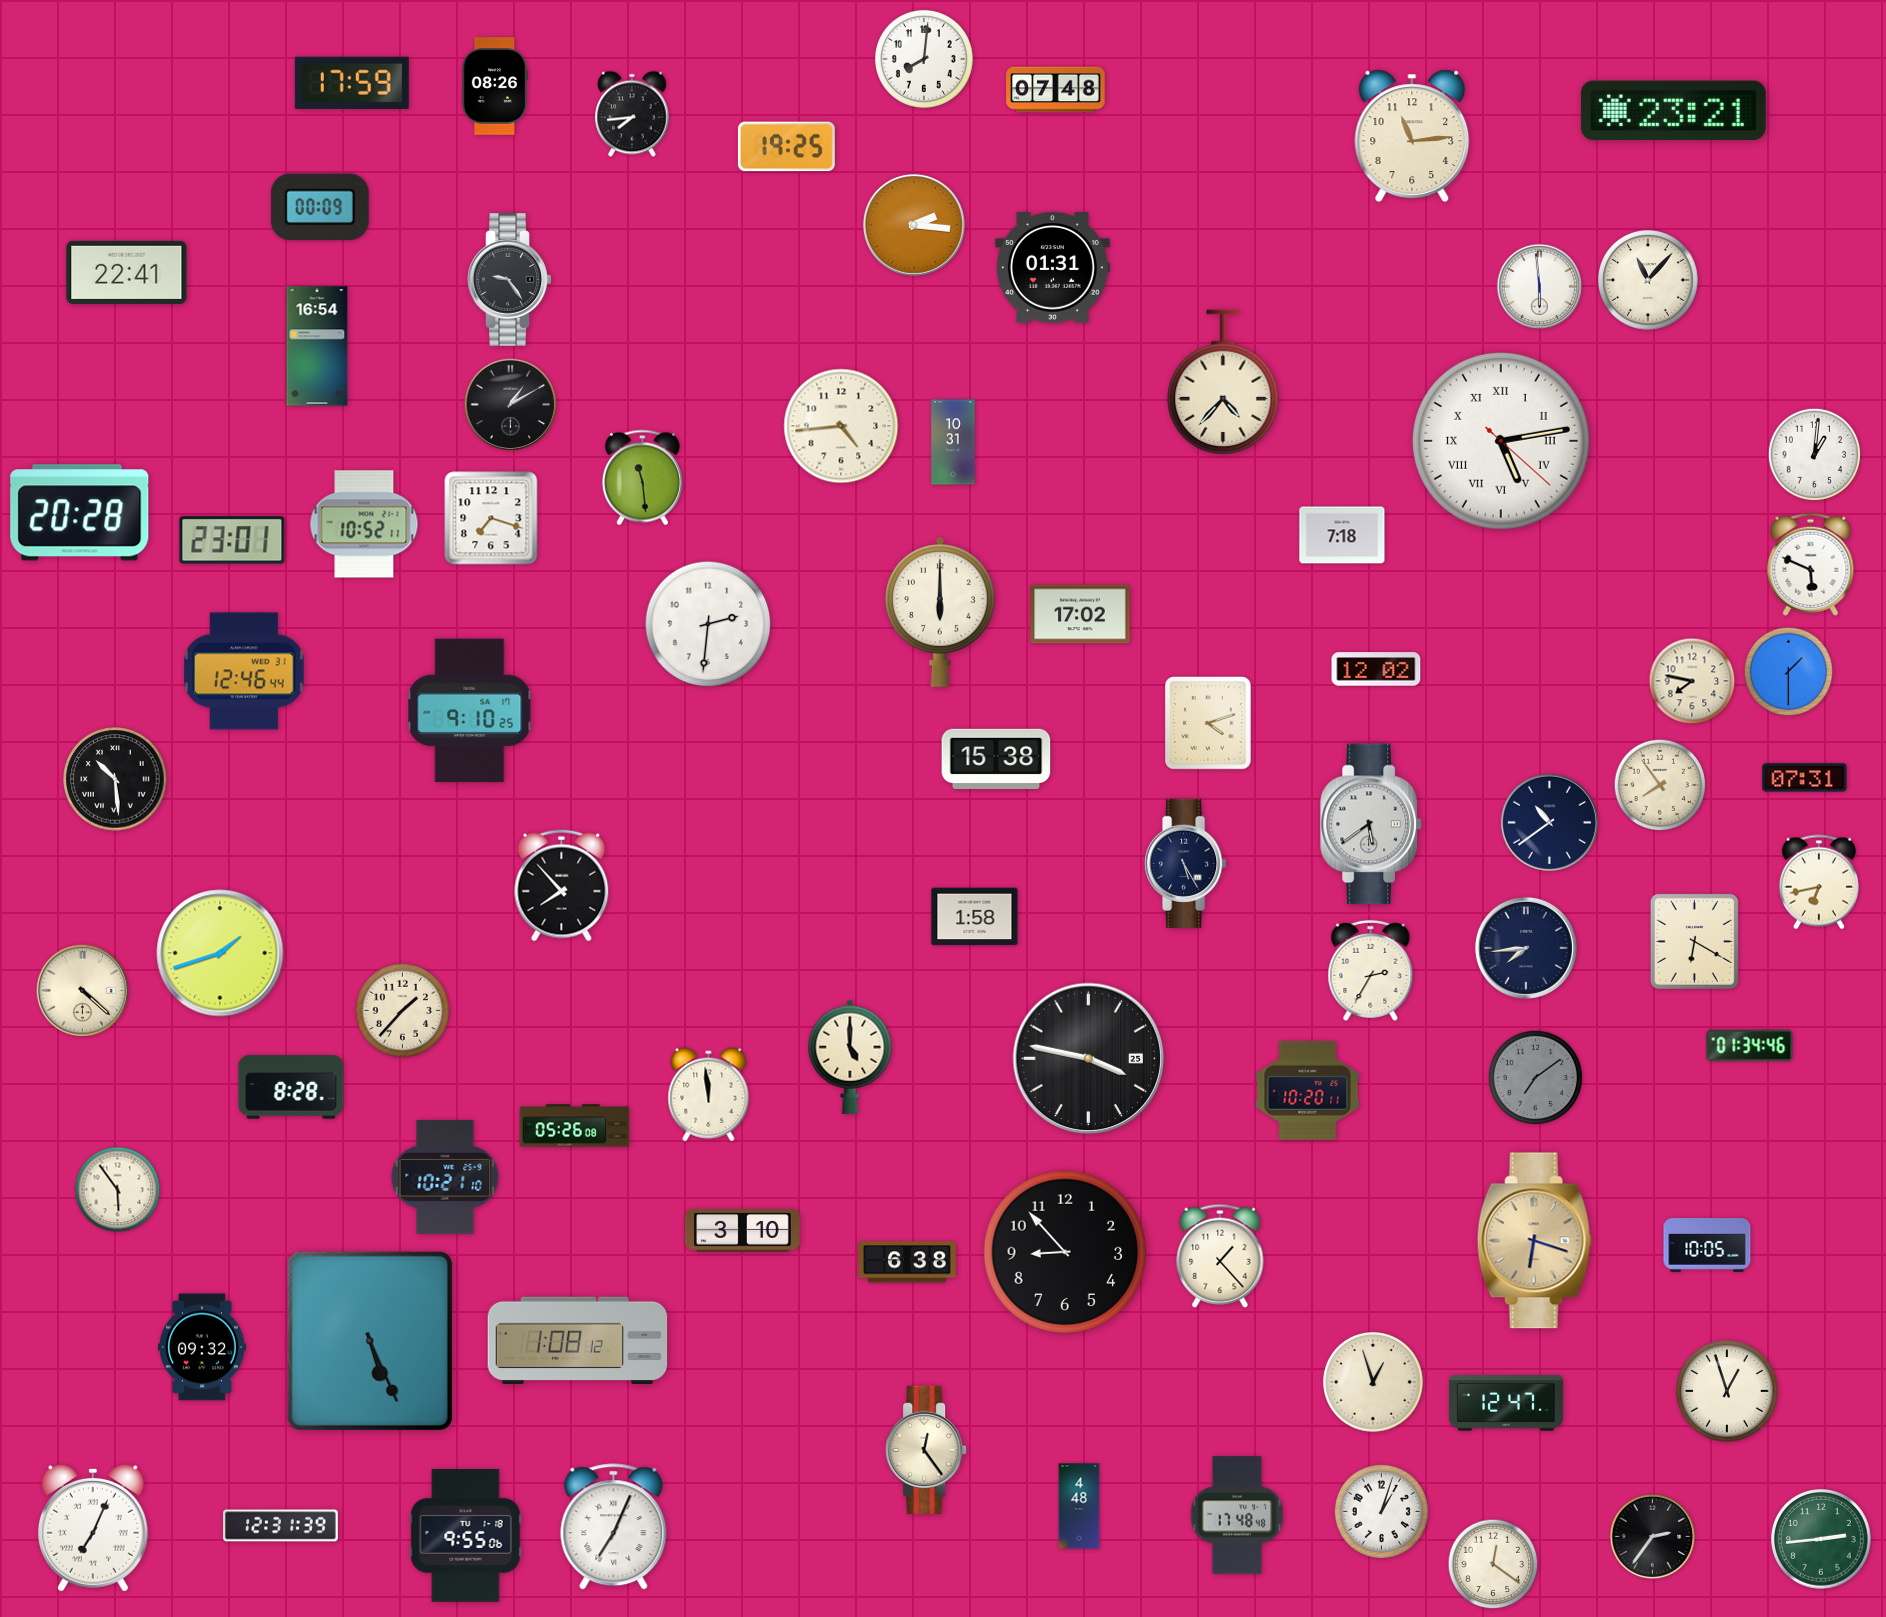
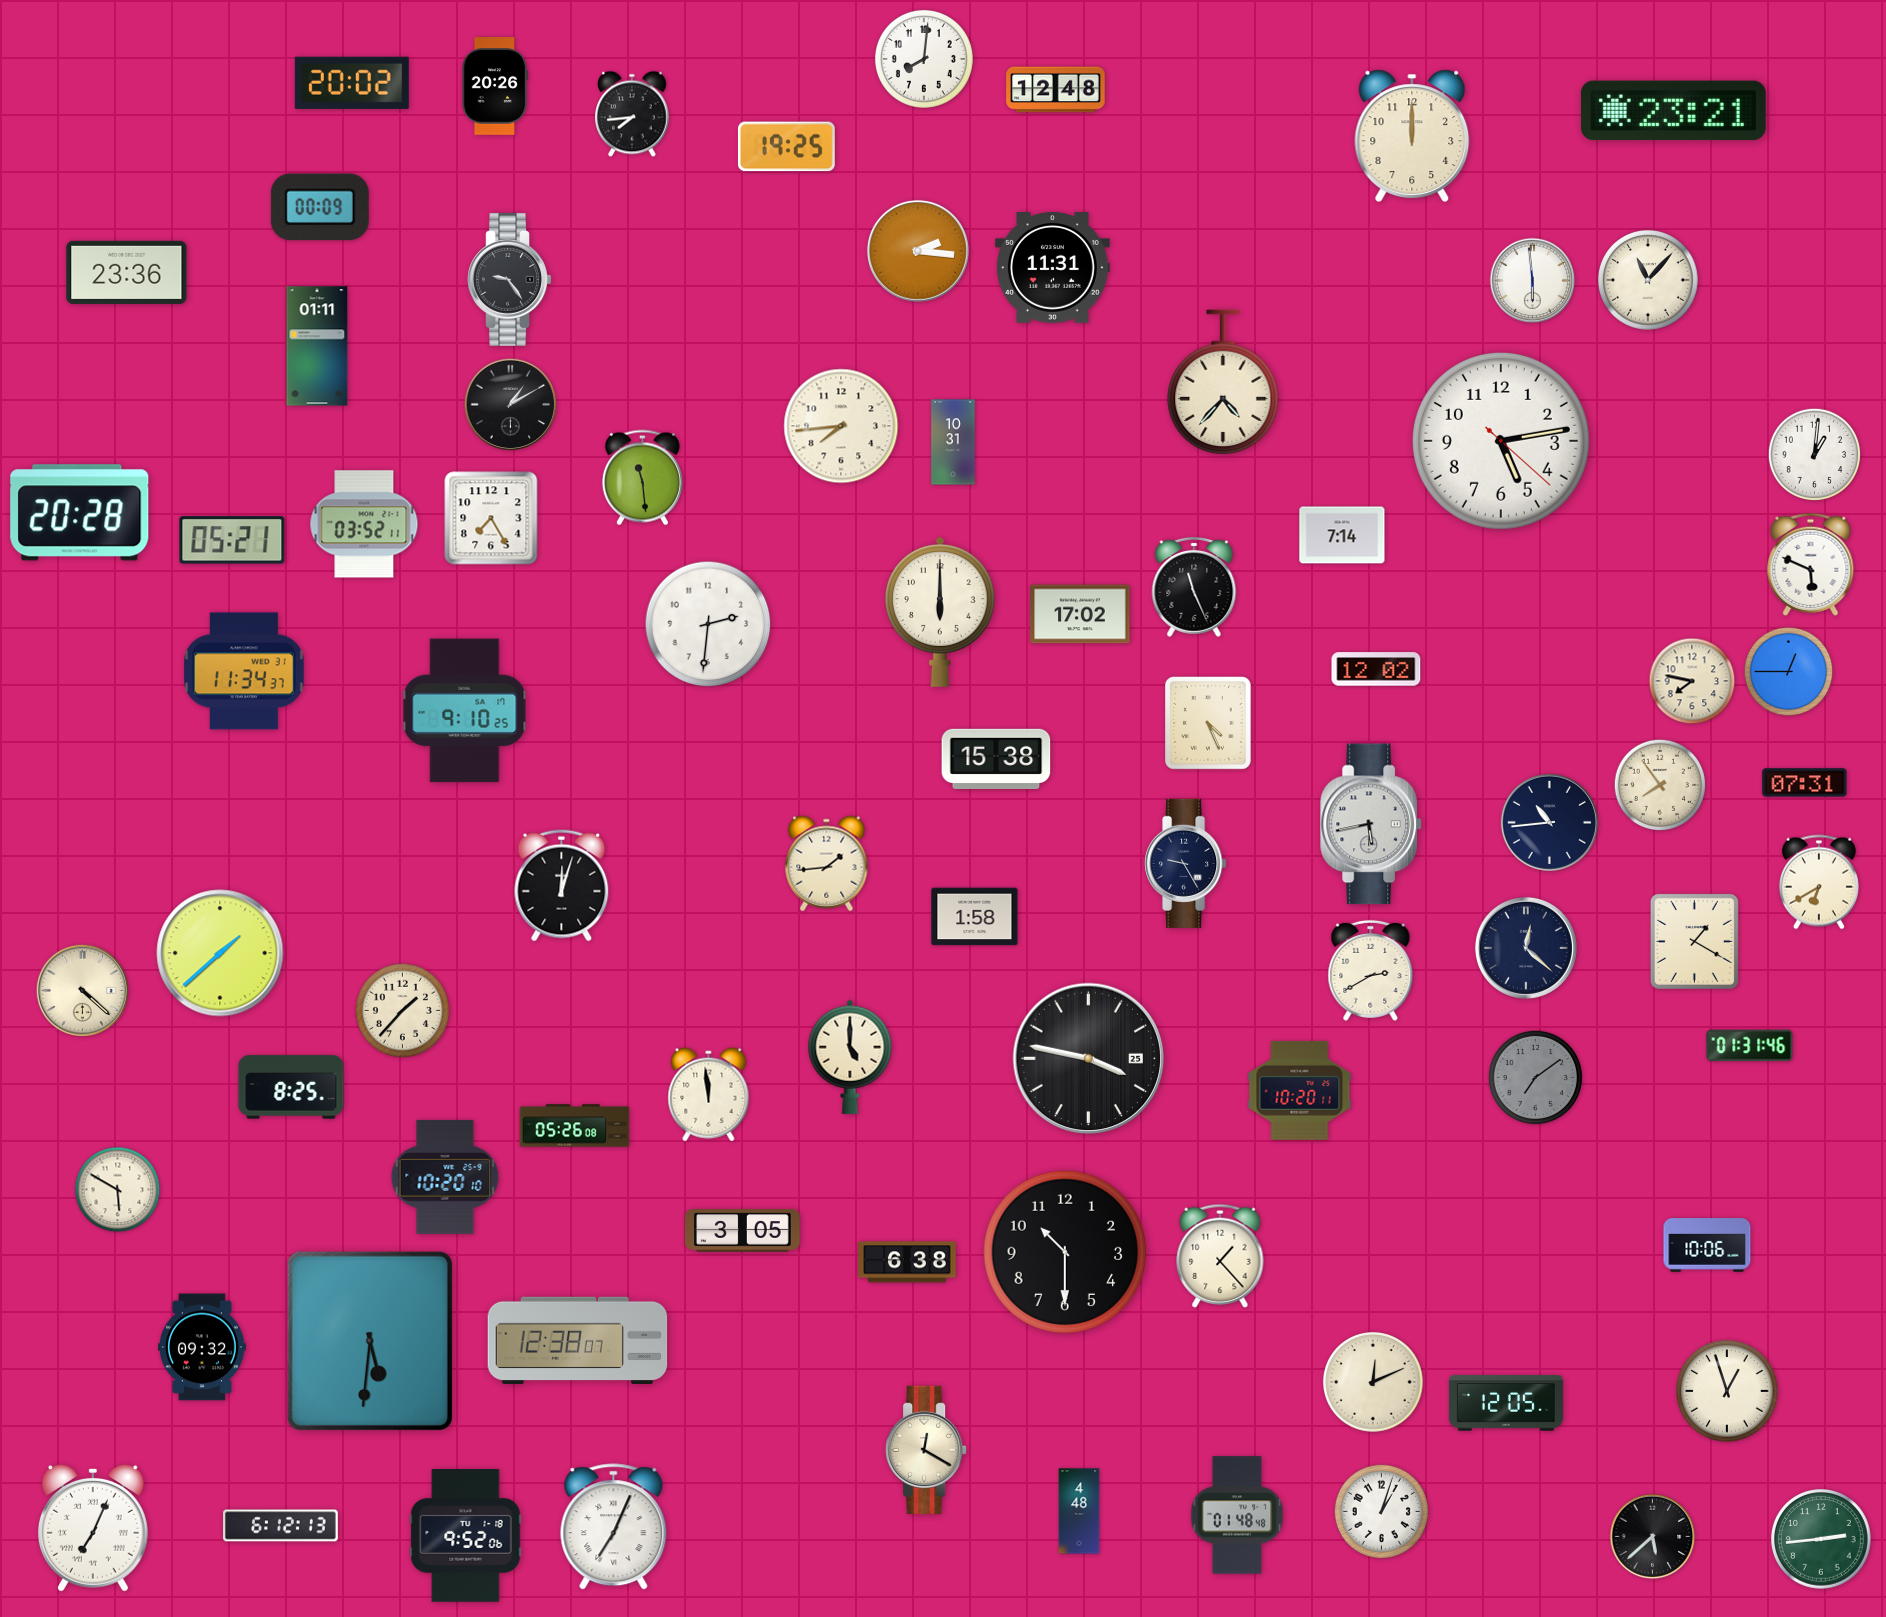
clock at (352, 83): 17:59 -> 20:02
clock at (495, 86): 08:26 -> 20:26
clock at (1056, 90): 07:48 -> 12:48
clock at (1412, 136): 11:14 -> 12:00
clock at (914, 225) position: (914, 225) -> (918, 251)
clock at (1052, 268): 01:31 -> 11:31
clock at (127, 272): 22:41 -> 23:36
clock at (1540, 287) position: (1540, 287) -> (1533, 281)
clock at (317, 346): 16:54 -> 01:11
clock at (841, 426): 4:44 -> 7:44
clock at (1501, 441) numerals: Roman -> Arabic
clock at (491, 518): 7:18 -> 7:25
clock at (364, 524): 10:52 -> 03:52
clock at (1342, 535): 7:18 -> 7:14
clock at (232, 540): 23:01 -> 05:21
clock at (1194, 587): none -> 11:26
clock at (245, 671): 12:46 -> 11:34
clock at (1789, 672): 1:30 -> 12:45
clock at (470, 711) position: (470, 711) -> (465, 711)
clock at (1209, 723): 4:12 -> 4:26
clock at (1805, 778) position: (1805, 778) -> (1805, 783)
clock at (115, 779): 10:29 -> none
clock at (1549, 822): 10:39 -> 10:44
clock at (1371, 824): 5:39 -> 5:43
clock at (1186, 863): 5:25 -> 9:25
clock at (827, 864): none -> 1:44
clock at (1819, 882): 6:43 -> 6:40
clock at (562, 886): 7:53 -> 12:03
clock at (1694, 941): 6:20 -> 1:20
clock at (1526, 948): 7:44 -> 12:22
clock at (220, 953): 1:42 -> 1:38
clock at (1371, 970): 2:35 -> 2:40
clock at (1750, 1046): 01:34 -> 01:31
clock at (291, 1087): 8:28 -> 8:25
clock at (1308, 1090) position: (1308, 1090) -> (1300, 1090)
clock at (445, 1177): 10:21 -> 10:20
clock at (118, 1190): 5:54 -> 5:50
clock at (743, 1231): 3:10 -> 3:05
clock at (1534, 1241): 6:18 -> none
clock at (1707, 1245): 10:05 -> 10:06
clock at (1065, 1252): 8:53 -> 10:30
clock at (578, 1340): 1:08 -> 12:38
clock at (370, 1341): 5:26 -> 5:31
clock at (1373, 1382): 12:57 -> 12:11
clock at (1506, 1403): 12:47 -> 12:05
clock at (926, 1449): 12:24 -> 12:20
clock at (1079, 1506) position: (1079, 1506) -> (1079, 1511)
clock at (1237, 1515): 17:48 -> 01:48
clock at (281, 1526): 12:31 -> 6:12
clock at (466, 1536): 9:55 -> 9:52
clock at (1653, 1537): 2:36 -> 5:38
clock at (1493, 1564): 12:21 -> none
